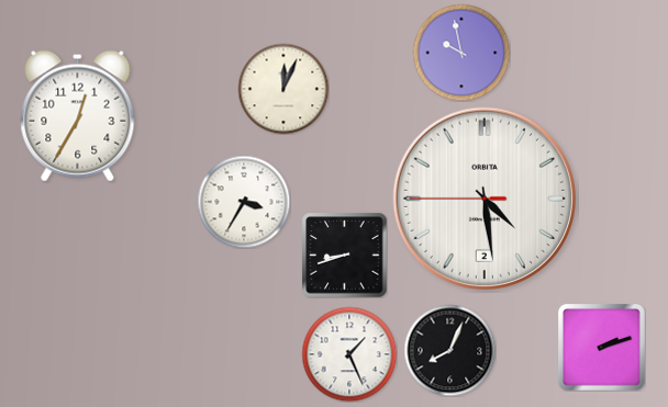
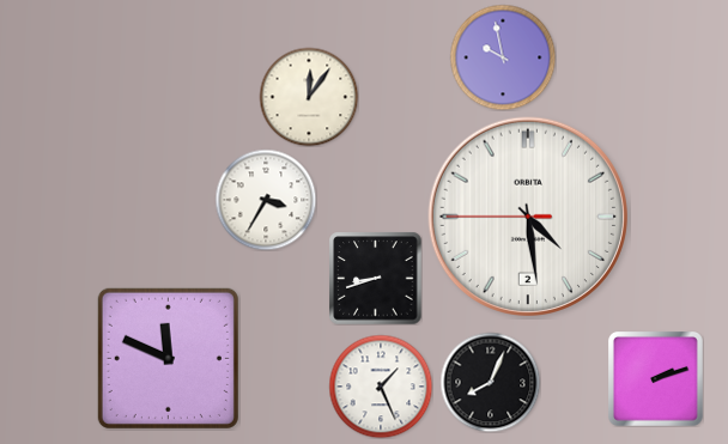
clock at (283, 89): 12:04 -> 12:06
clock at (78, 116): 12:35 -> none
clock at (244, 202) position: (244, 202) -> (266, 200)
clock at (168, 358): none -> 11:49
